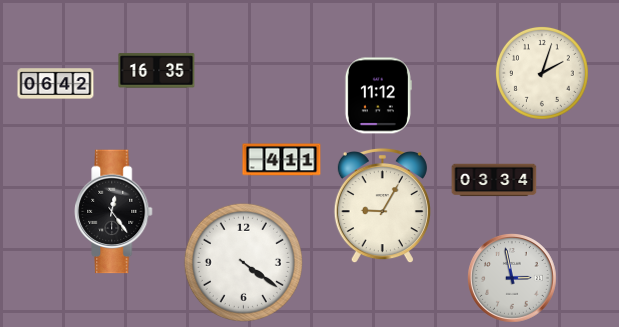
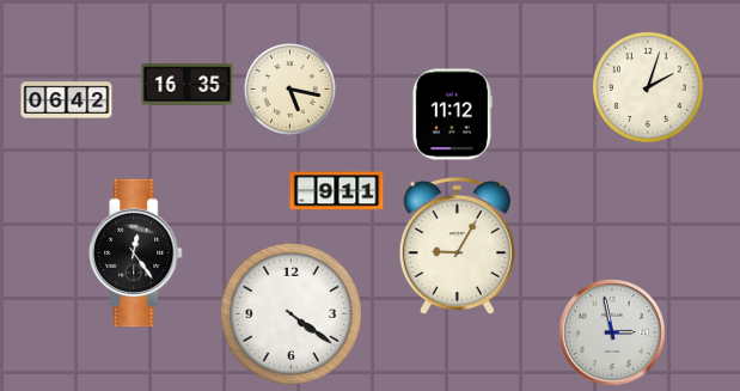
clock at (291, 90): none -> 5:17
clock at (282, 160): 4:11 -> 9:11
clock at (494, 180): 03:34 -> none
